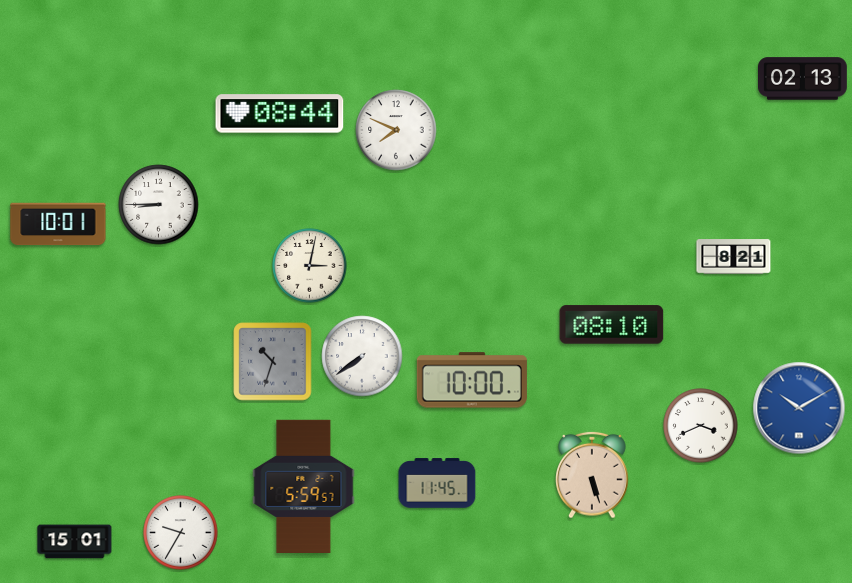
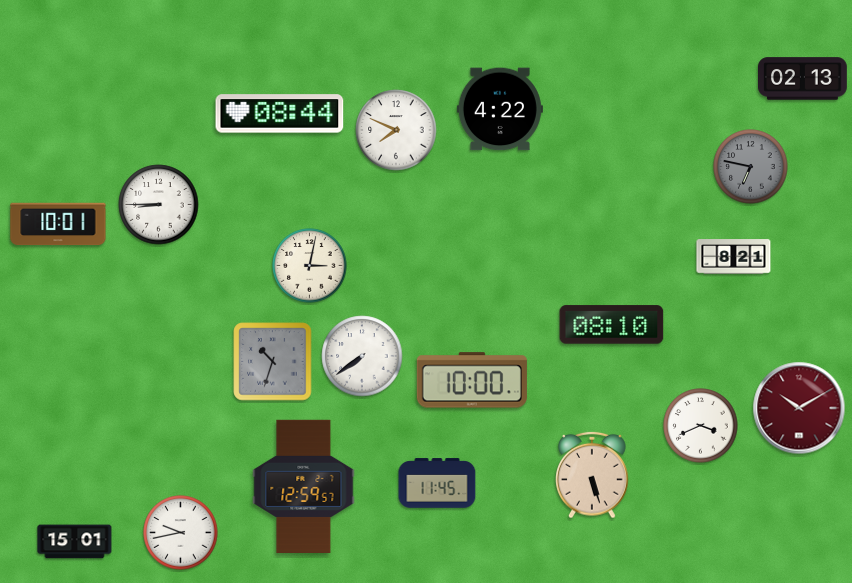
clock at (500, 109): none -> 4:22
clock at (751, 167): none -> 6:47
clock at (799, 408) dial: blue -> burgundy
clock at (304, 487): 5:59 -> 12:59
clock at (181, 533): 9:35 -> 9:43
